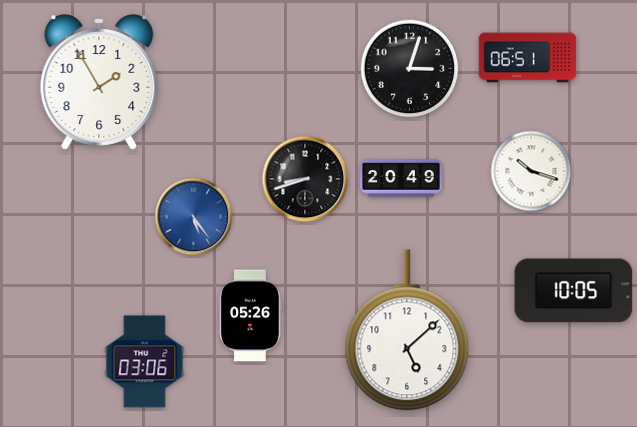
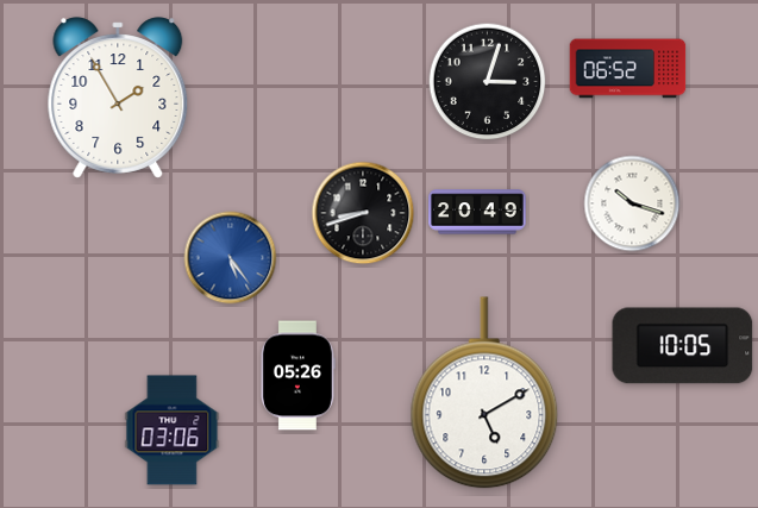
clock at (528, 58): 06:51 -> 06:52
clock at (407, 330): 5:08 -> 5:10
